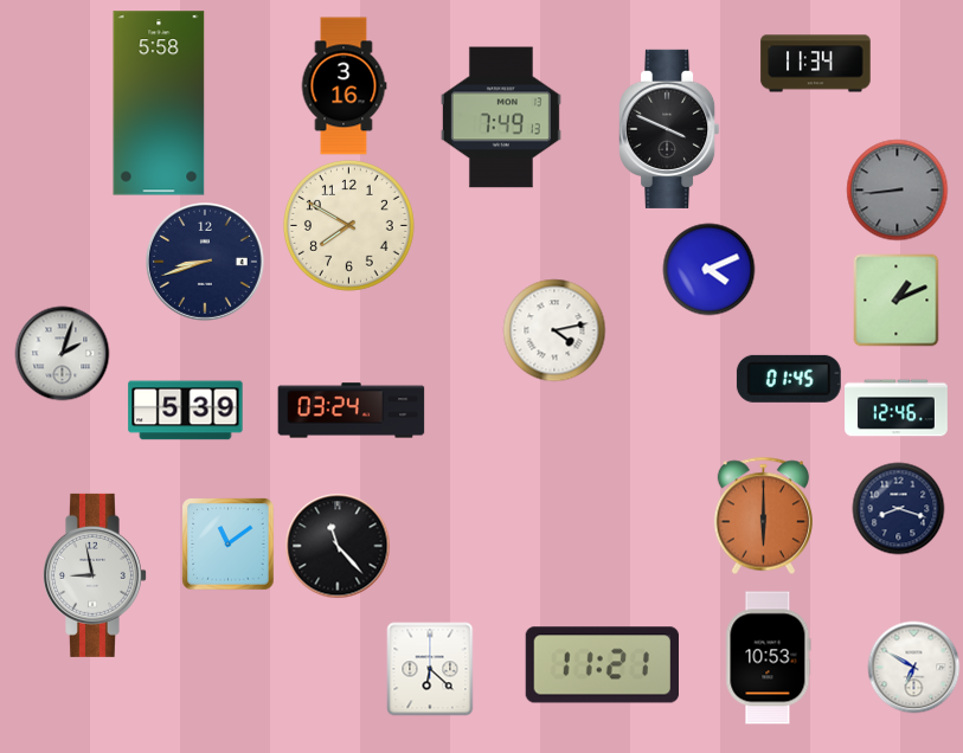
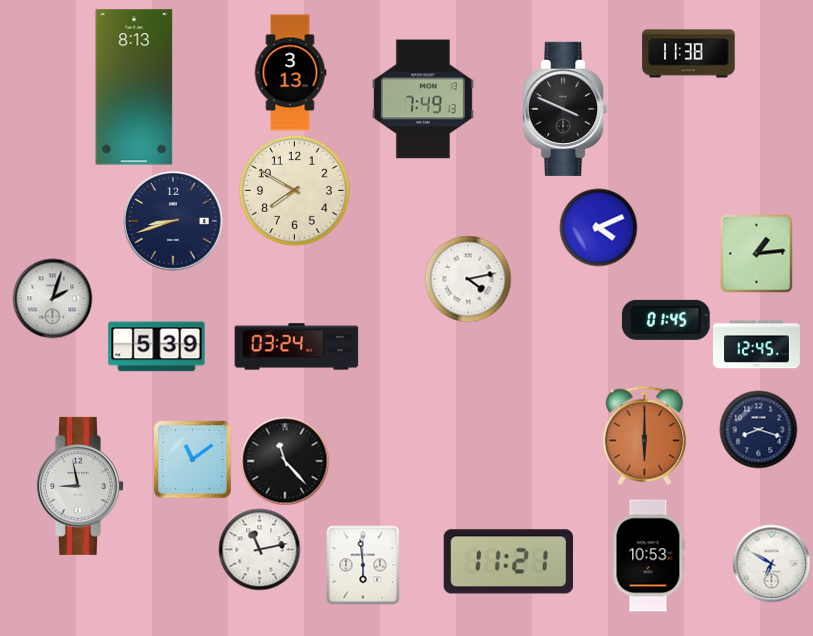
clock at (816, 64): 11:34 -> 11:38
clock at (344, 86): 3:16 -> 3:13
clock at (159, 103): 5:58 -> 8:13
clock at (897, 189): 8:44 -> none
clock at (897, 300): 1:11 -> 1:14
clock at (897, 408): 12:46 -> 12:45
clock at (259, 549): none -> 11:13
clock at (430, 669): 6:22 -> 5:59
